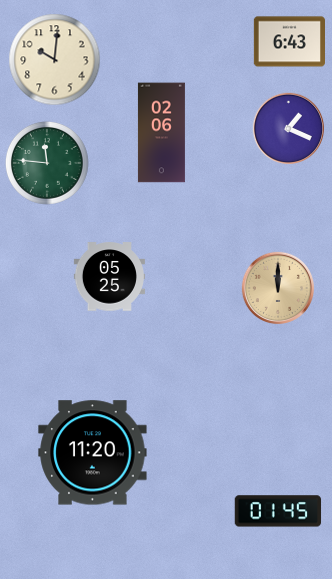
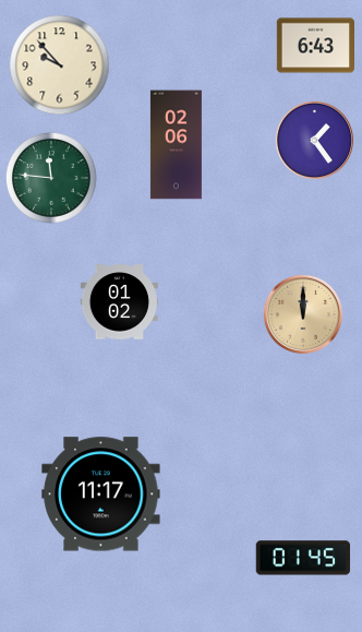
clock at (55, 60): 10:01 -> 9:53
clock at (288, 128): 1:19 -> 1:24
clock at (109, 277): 05:25 -> 01:02
clock at (93, 453): 11:20 -> 11:17
